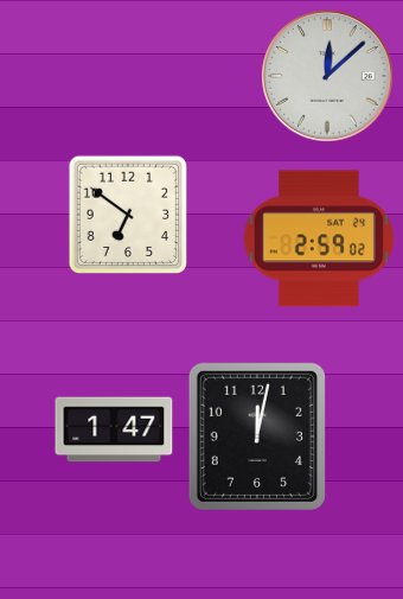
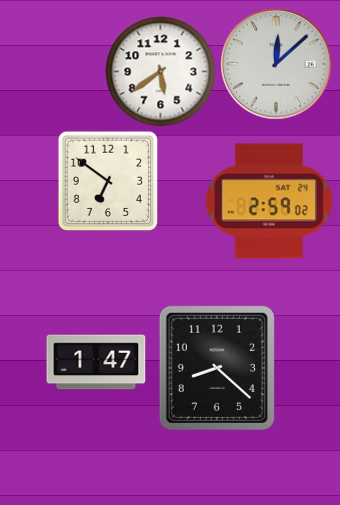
clock at (161, 72): none -> 5:39
clock at (257, 436): 12:02 -> 8:22
